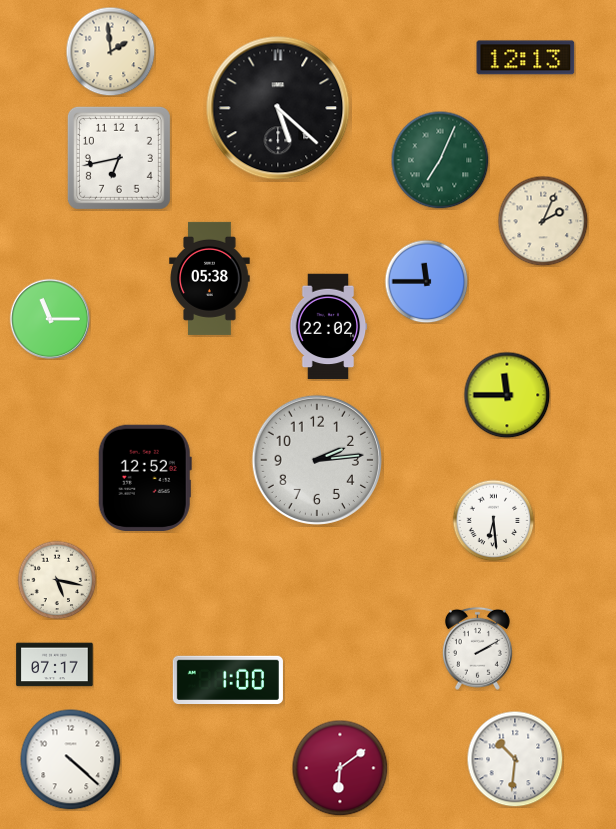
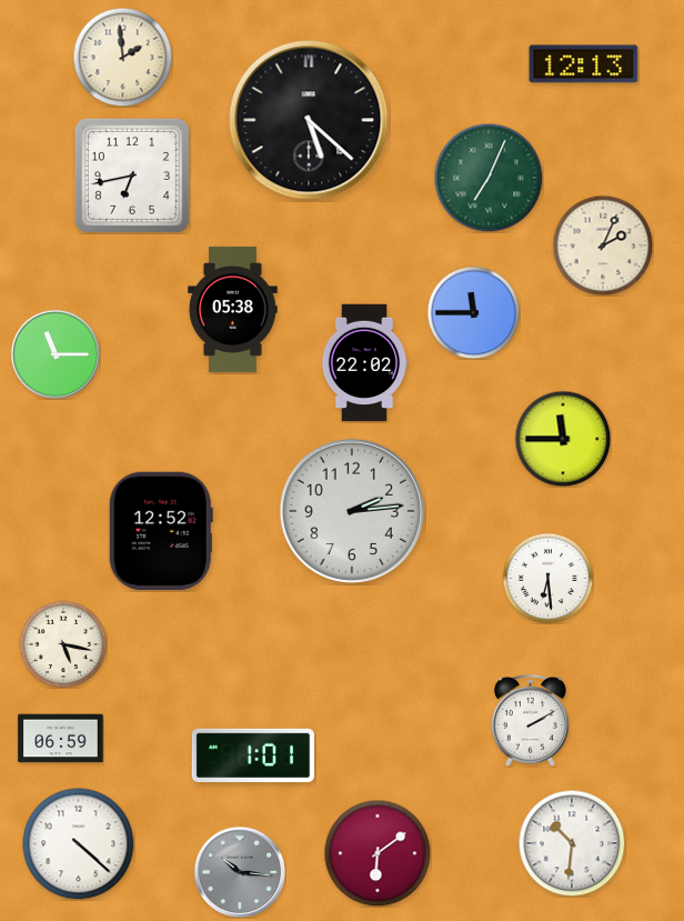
clock at (55, 665): 07:17 -> 06:59
clock at (228, 679): 1:00 -> 1:01
clock at (240, 872): none -> 10:16
